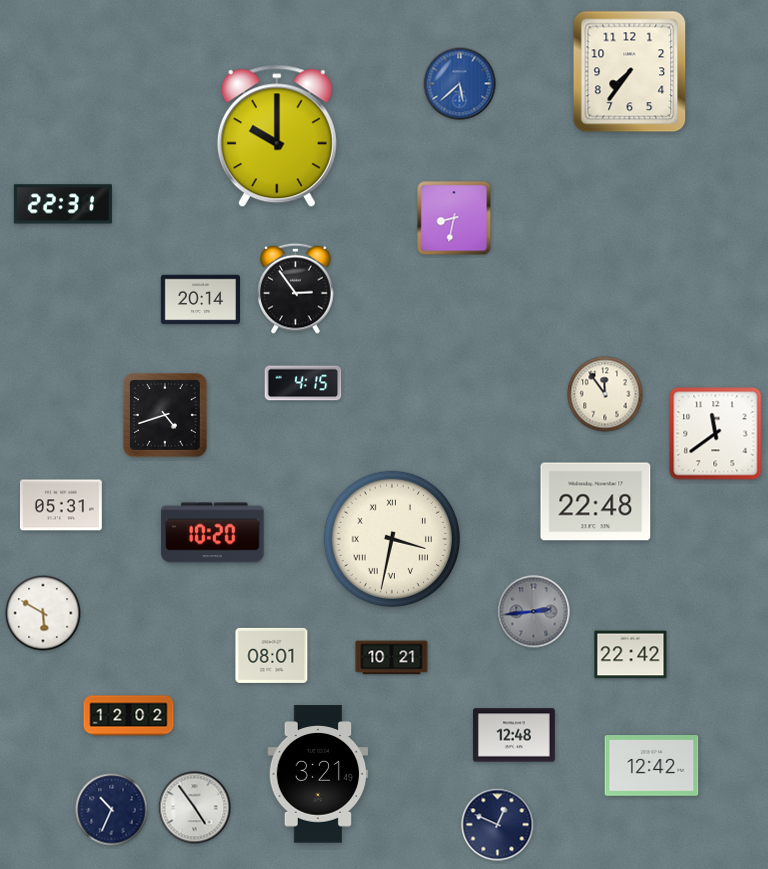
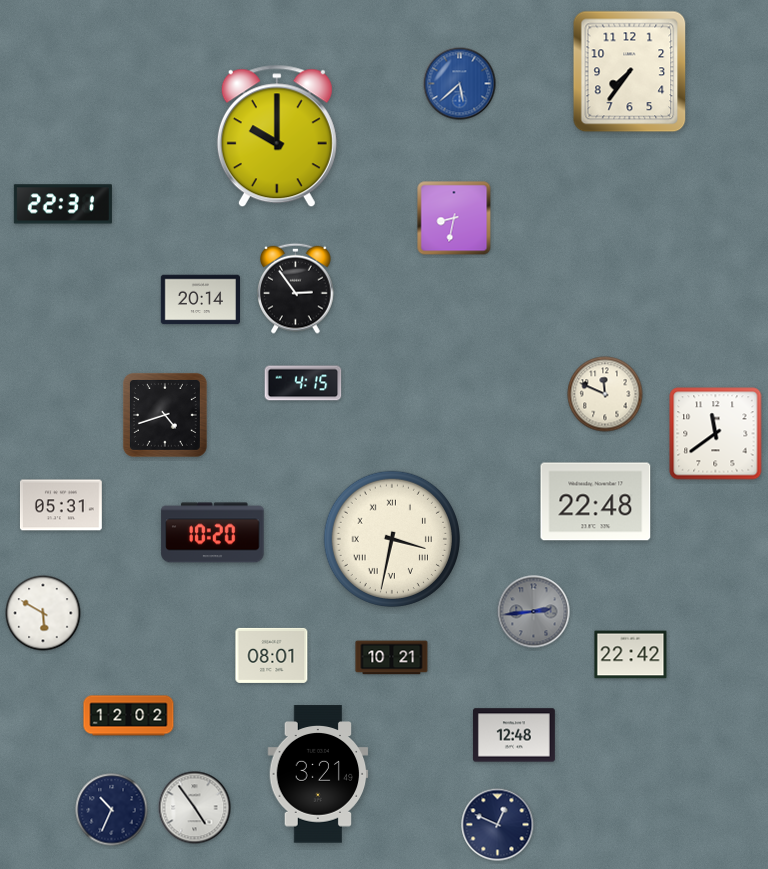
clock at (605, 394): 11:54 -> 11:49
clock at (652, 766): 12:42 -> none
